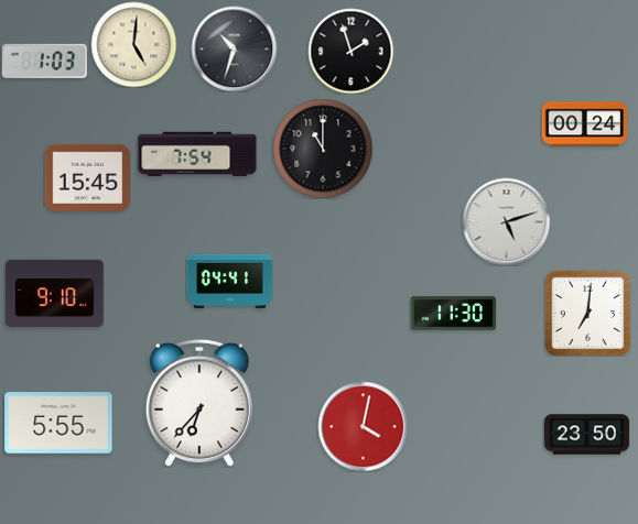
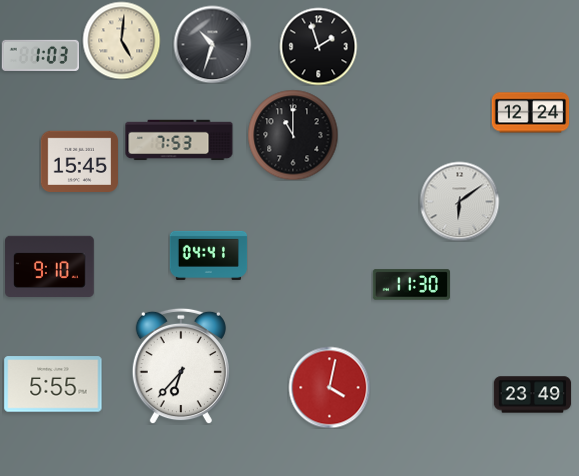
clock at (584, 124): 00:24 -> 12:24
clock at (197, 154): 7:54 -> 7:53
clock at (506, 221): 5:12 -> 6:09
clock at (587, 313): 7:01 -> none
clock at (586, 435): 23:50 -> 23:49
